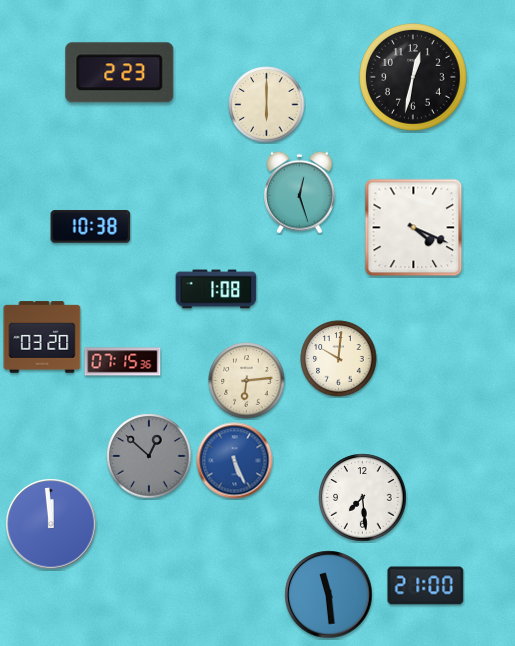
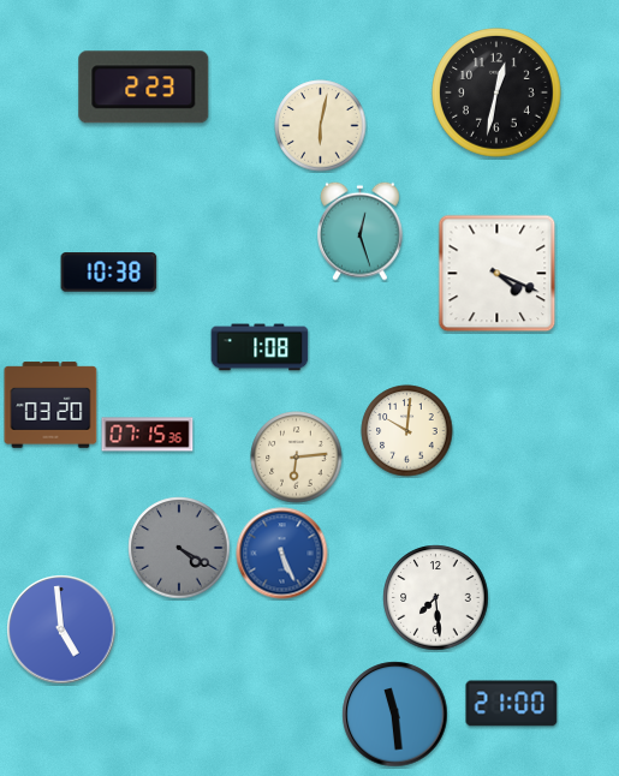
clock at (267, 105): 6:00 -> 6:02
clock at (149, 456): 12:52 -> 4:20
clock at (51, 524): 11:59 -> 4:59
